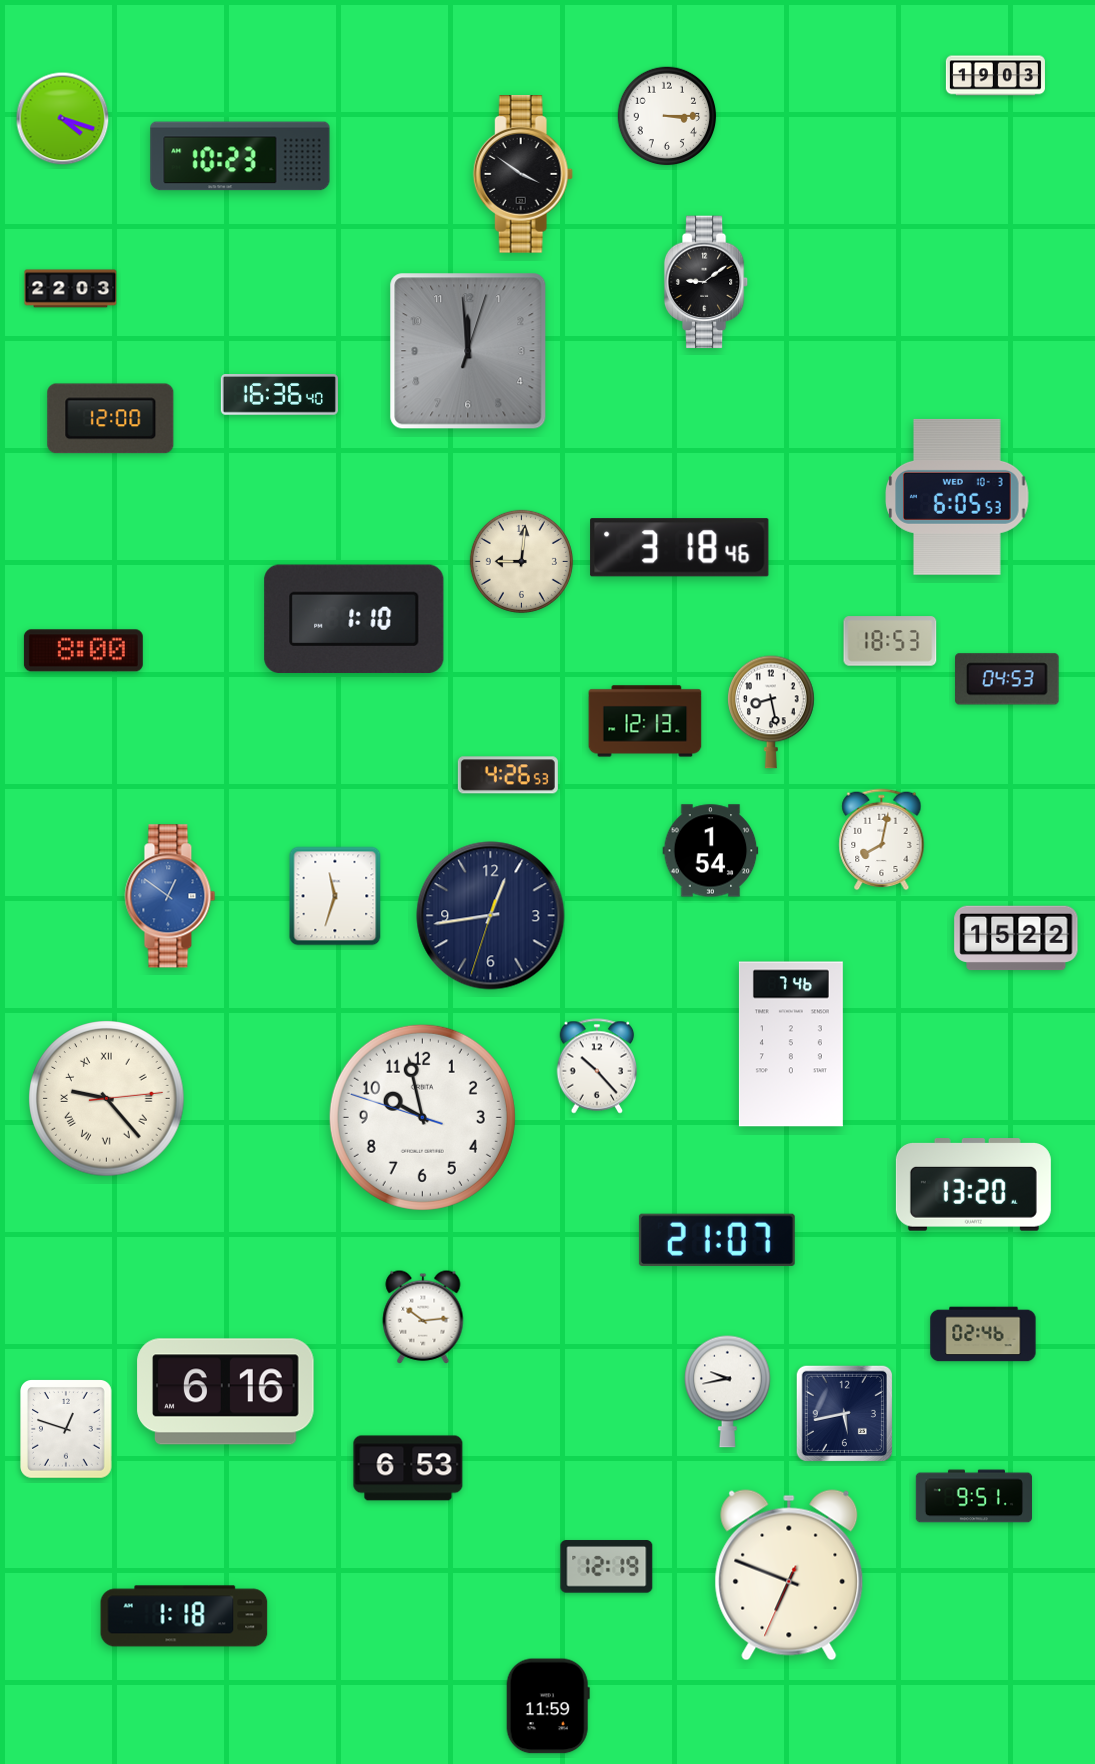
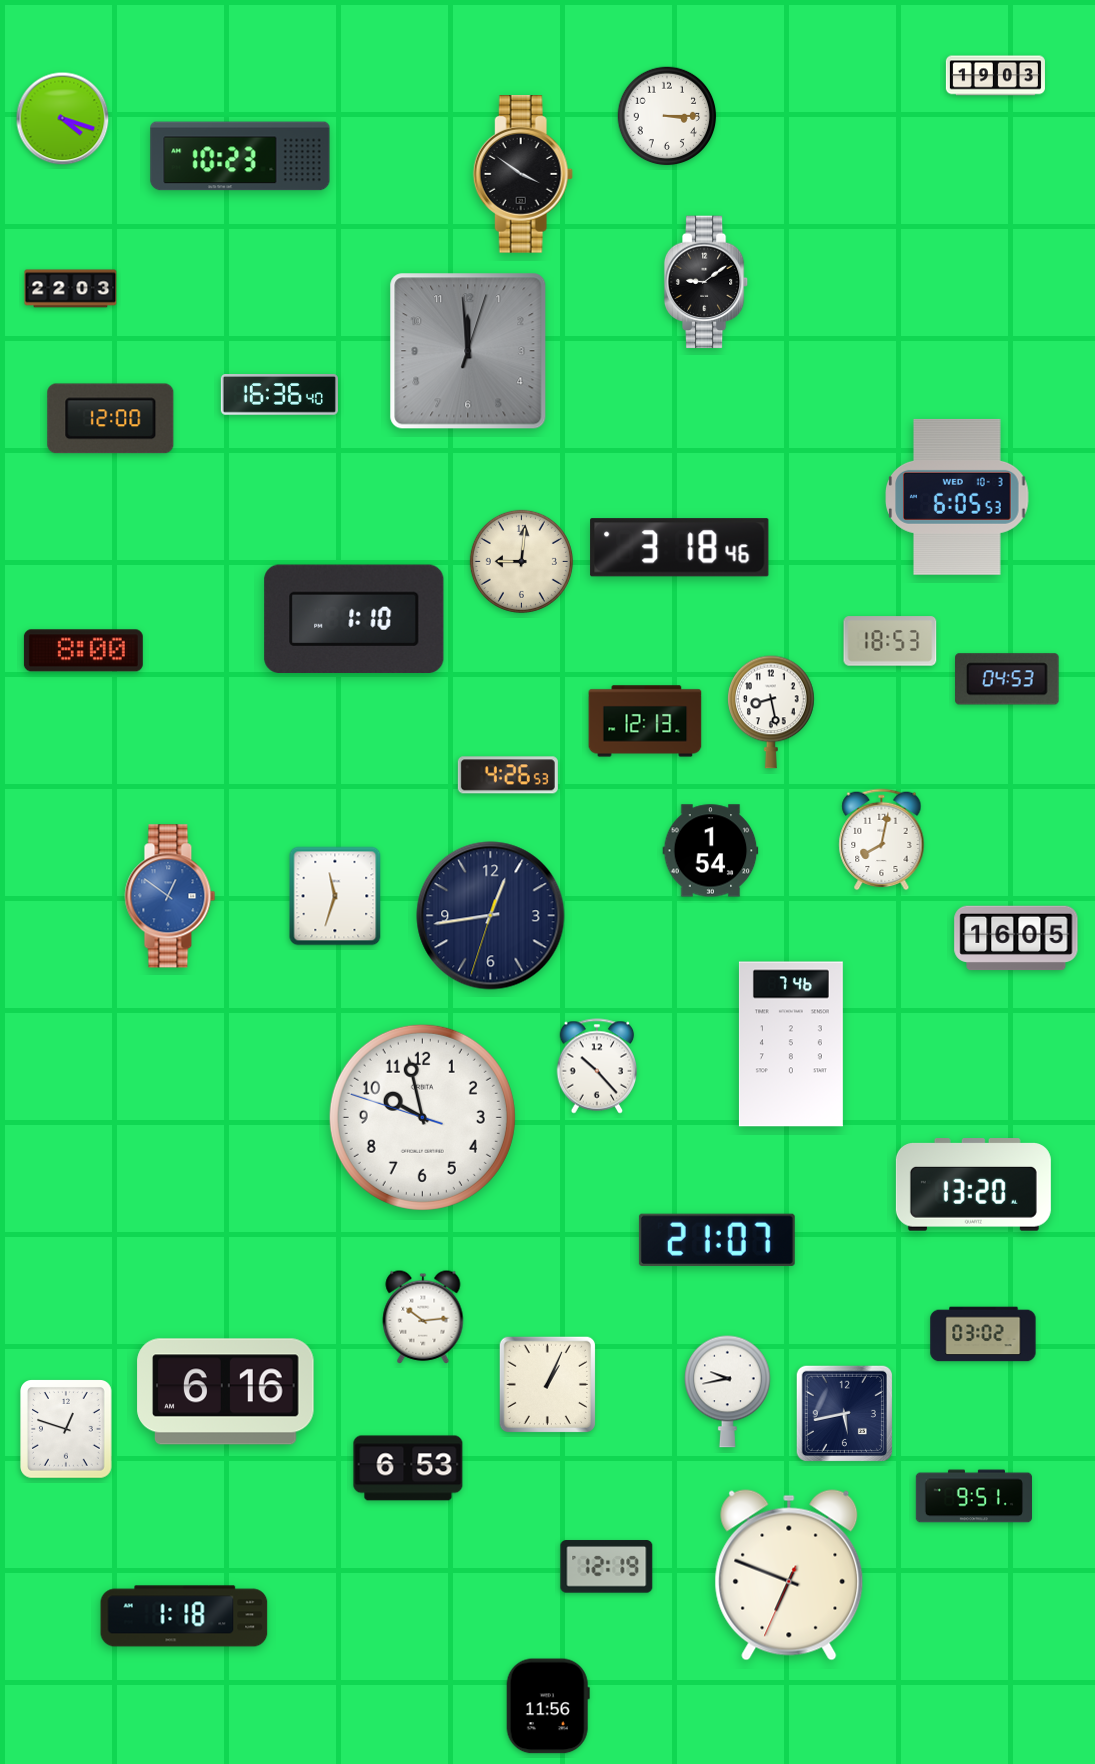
clock at (1016, 938): 15:22 -> 16:05
clock at (107, 1099): 9:23 -> none
clock at (983, 1334): 02:46 -> 03:02
clock at (547, 1384): none -> 1:04
clock at (548, 1706): 11:59 -> 11:56
